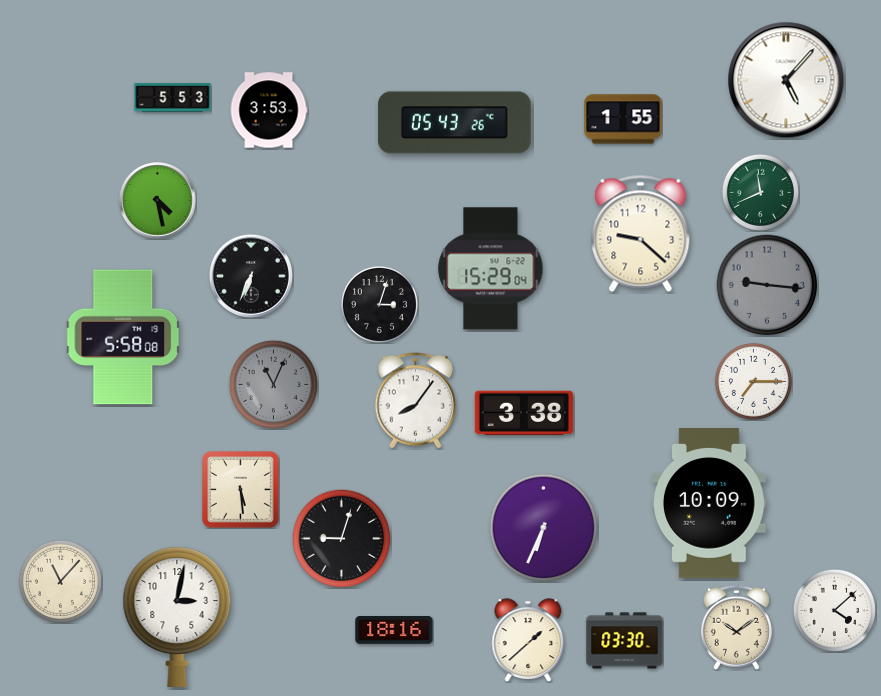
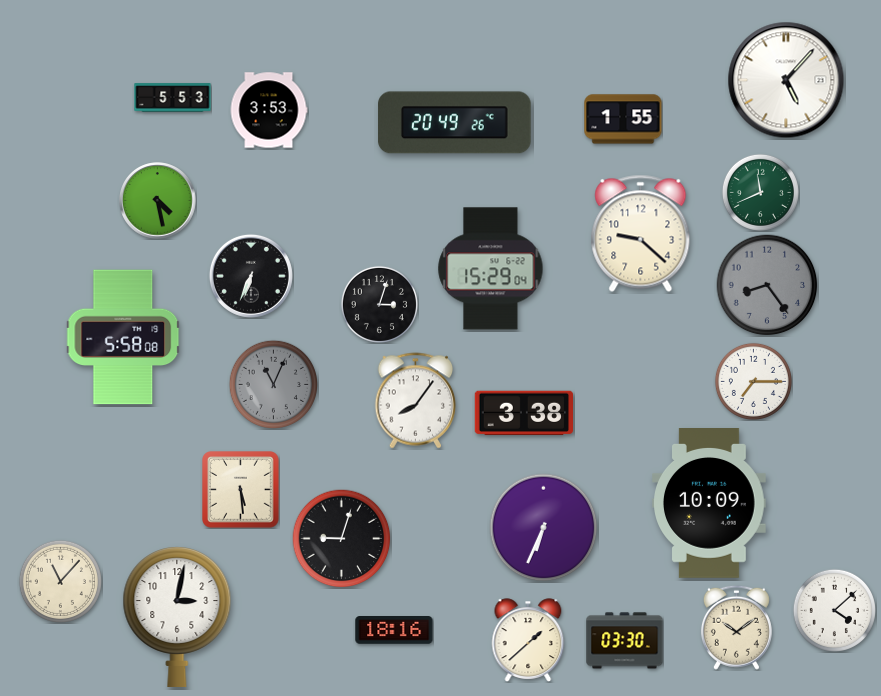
clock at (455, 123): 05:43 -> 20:49
clock at (767, 285): 9:16 -> 8:24
